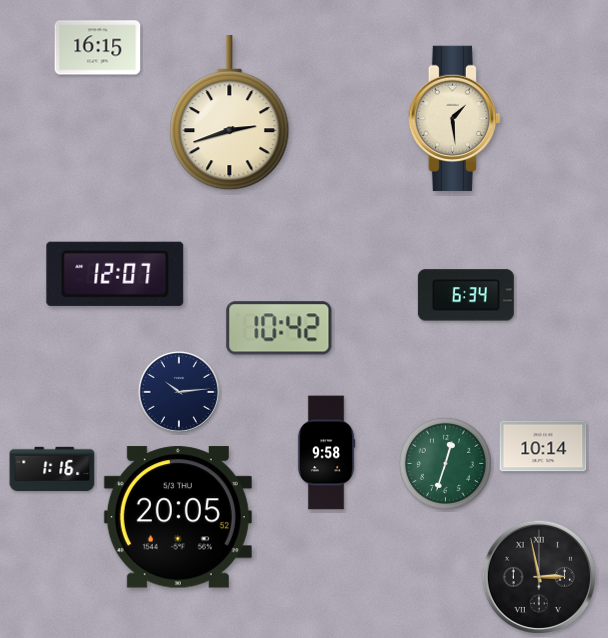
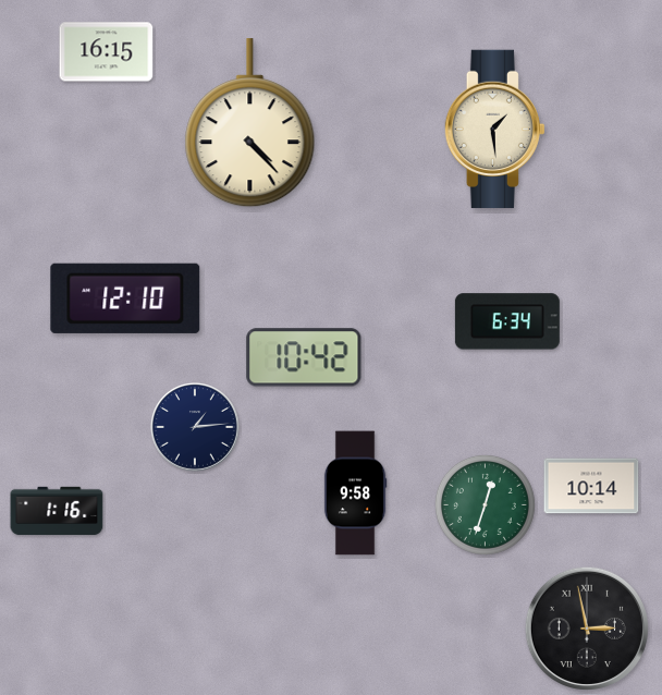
clock at (230, 113): 2:42 -> 4:23
clock at (115, 274): 12:07 -> 12:10
clock at (179, 392): 10:14 -> 1:14
clock at (178, 517): 20:05 -> none
